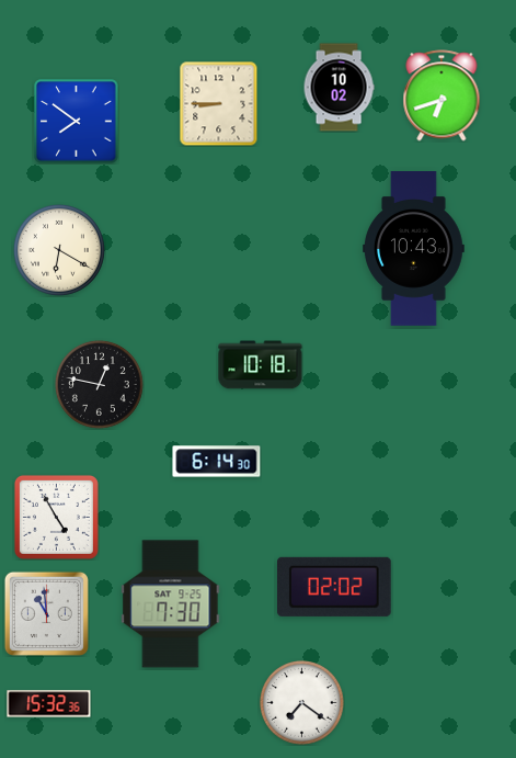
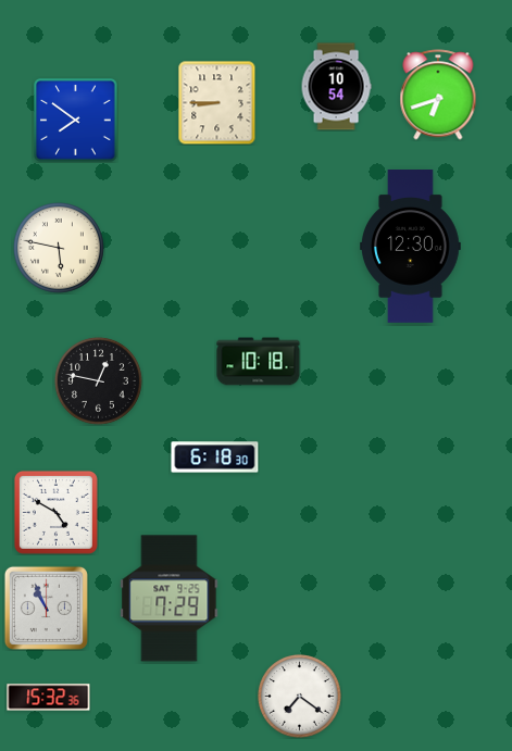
clock at (339, 88): 10:02 -> 10:54
clock at (414, 249): 10:43 -> 12:30
clock at (59, 250): 6:20 -> 5:47
clock at (217, 462): 6:14 -> 6:18
clock at (56, 517): 4:55 -> 4:50
clock at (335, 587): 02:02 -> none
clock at (171, 604): 7:30 -> 7:29
clock at (46, 613): 10:59 -> 10:56
